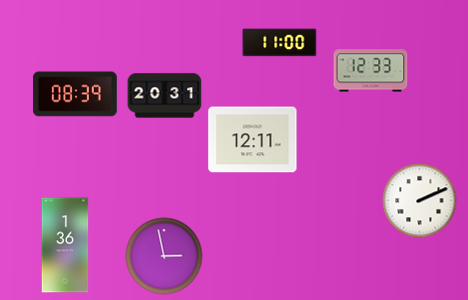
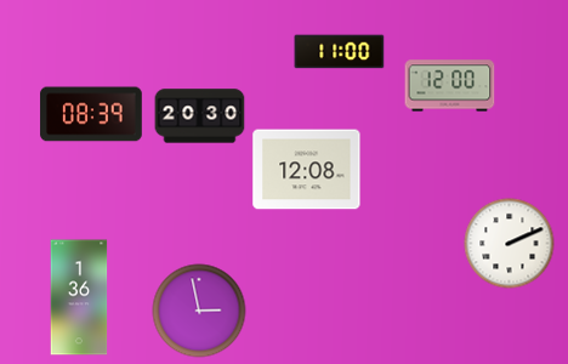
clock at (371, 71): 12:33 -> 12:00
clock at (165, 96): 20:31 -> 20:30
clock at (253, 140): 12:11 -> 12:08
